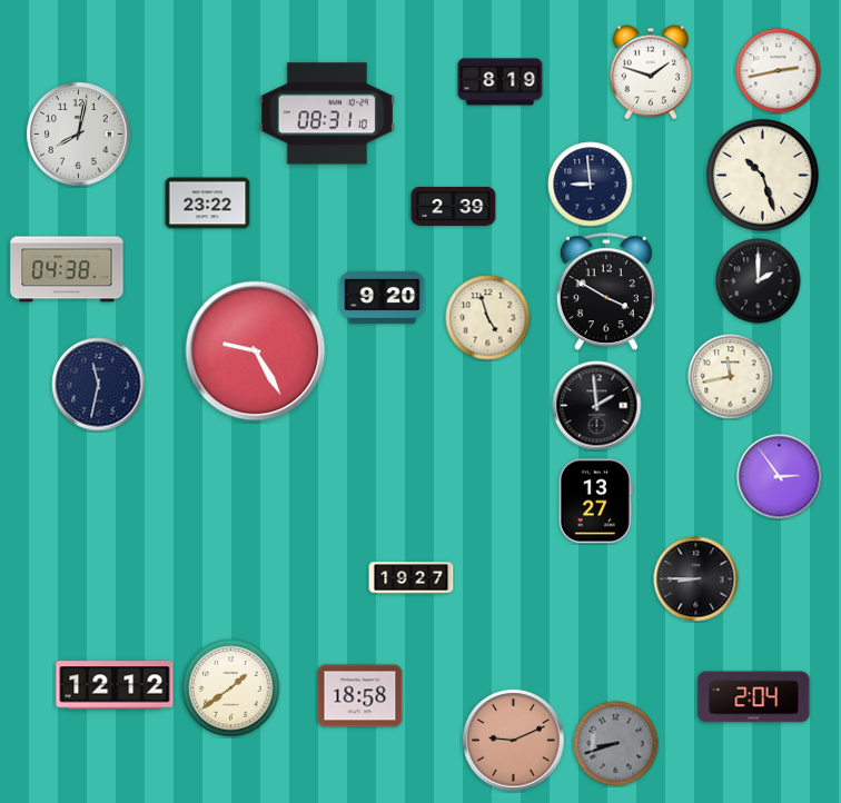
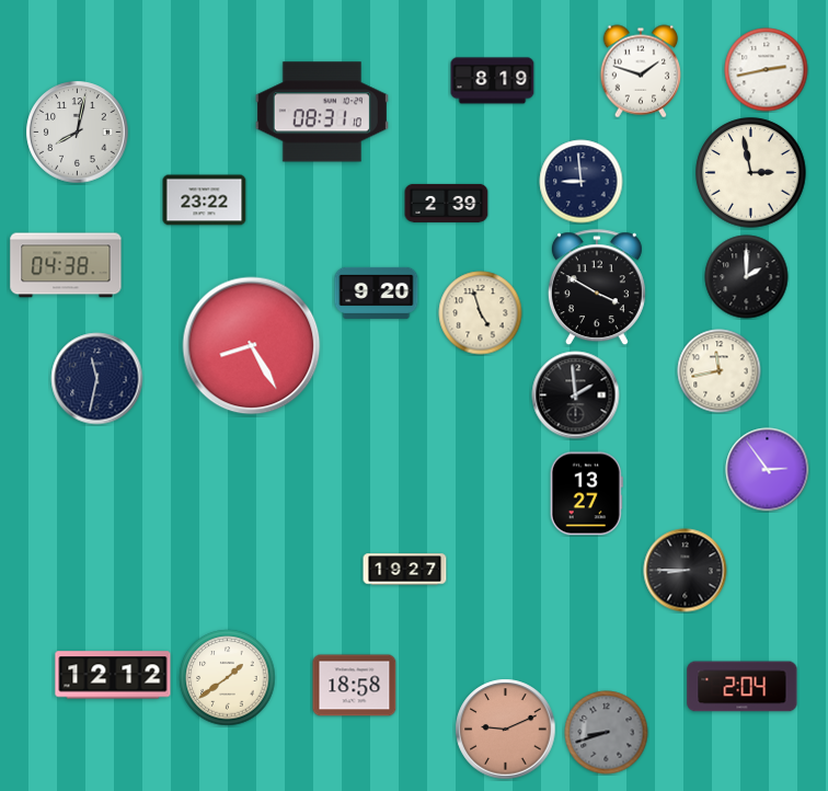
clock at (763, 176): 10:27 -> 2:58
clock at (256, 351): 9:25 -> 8:25
clock at (597, 406) position: (597, 406) -> (576, 396)
